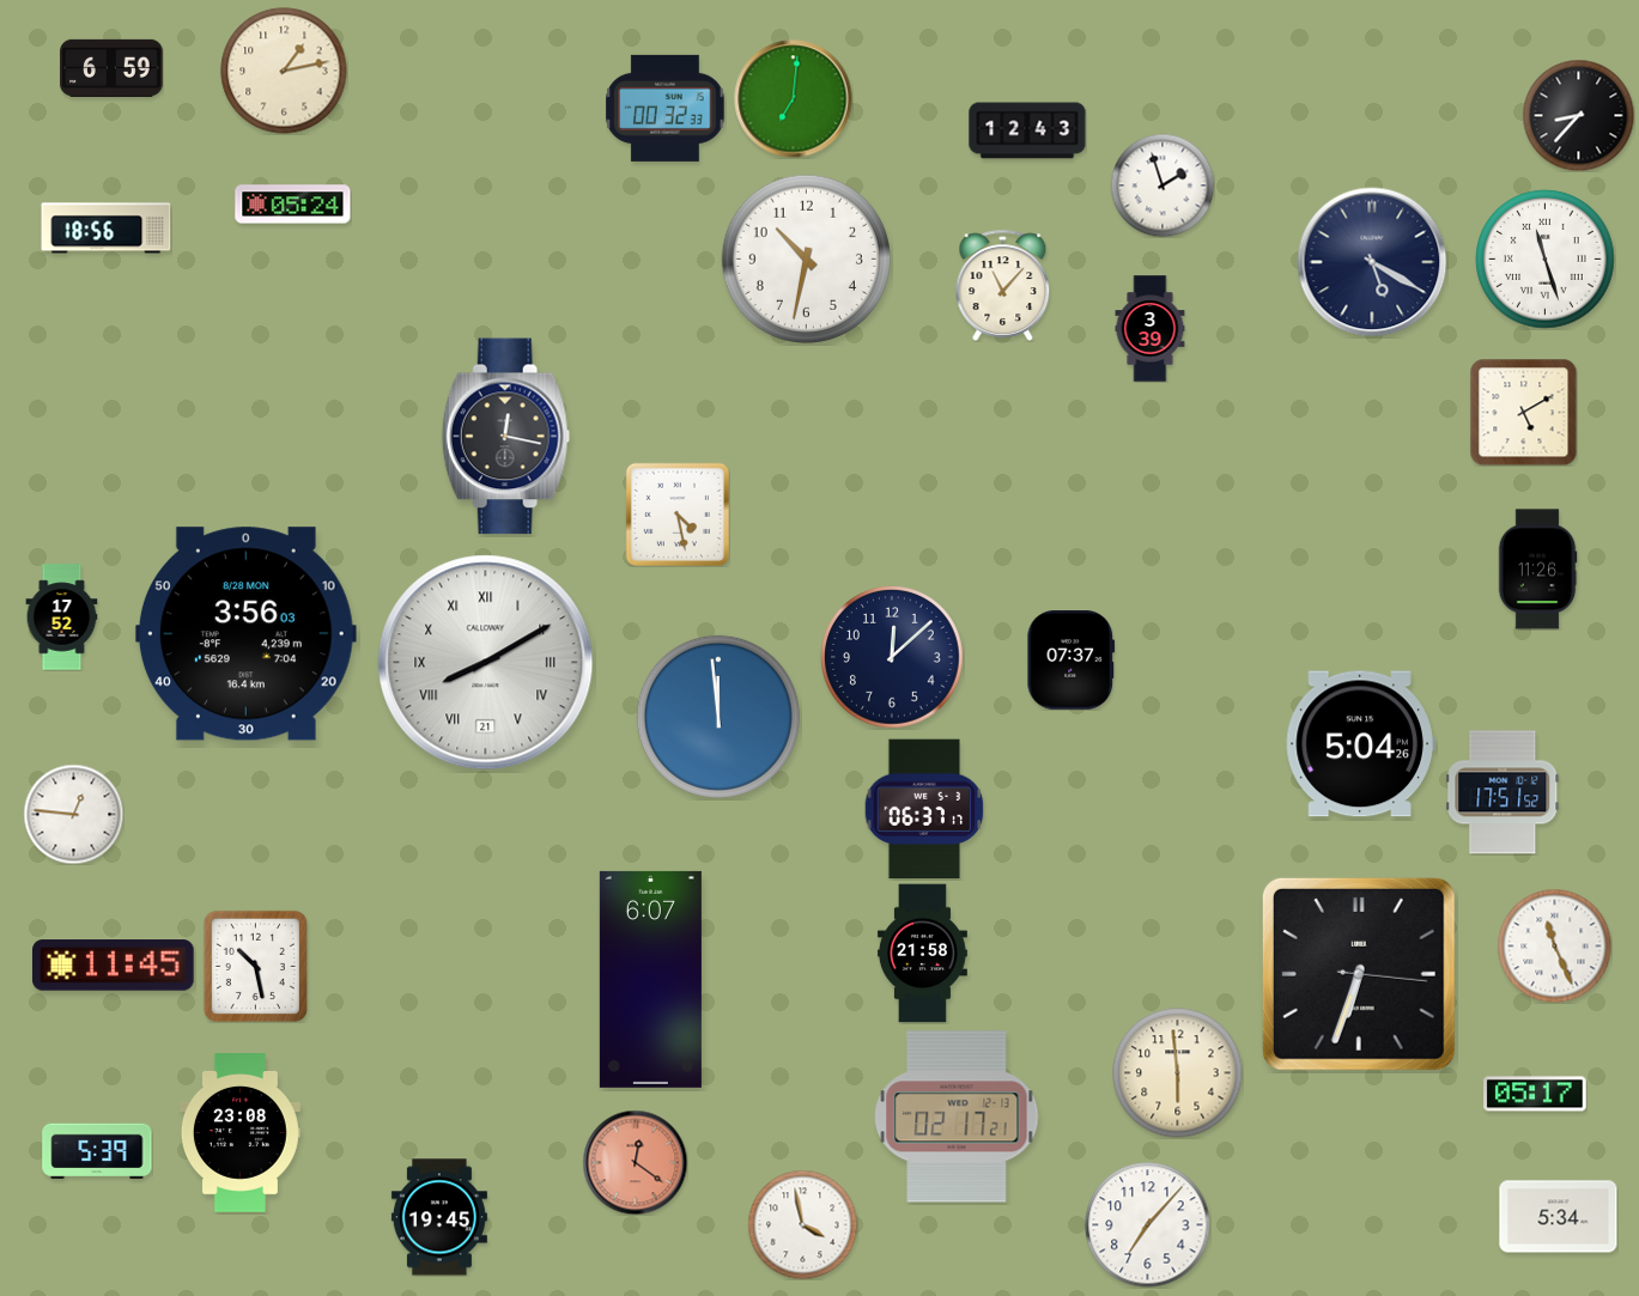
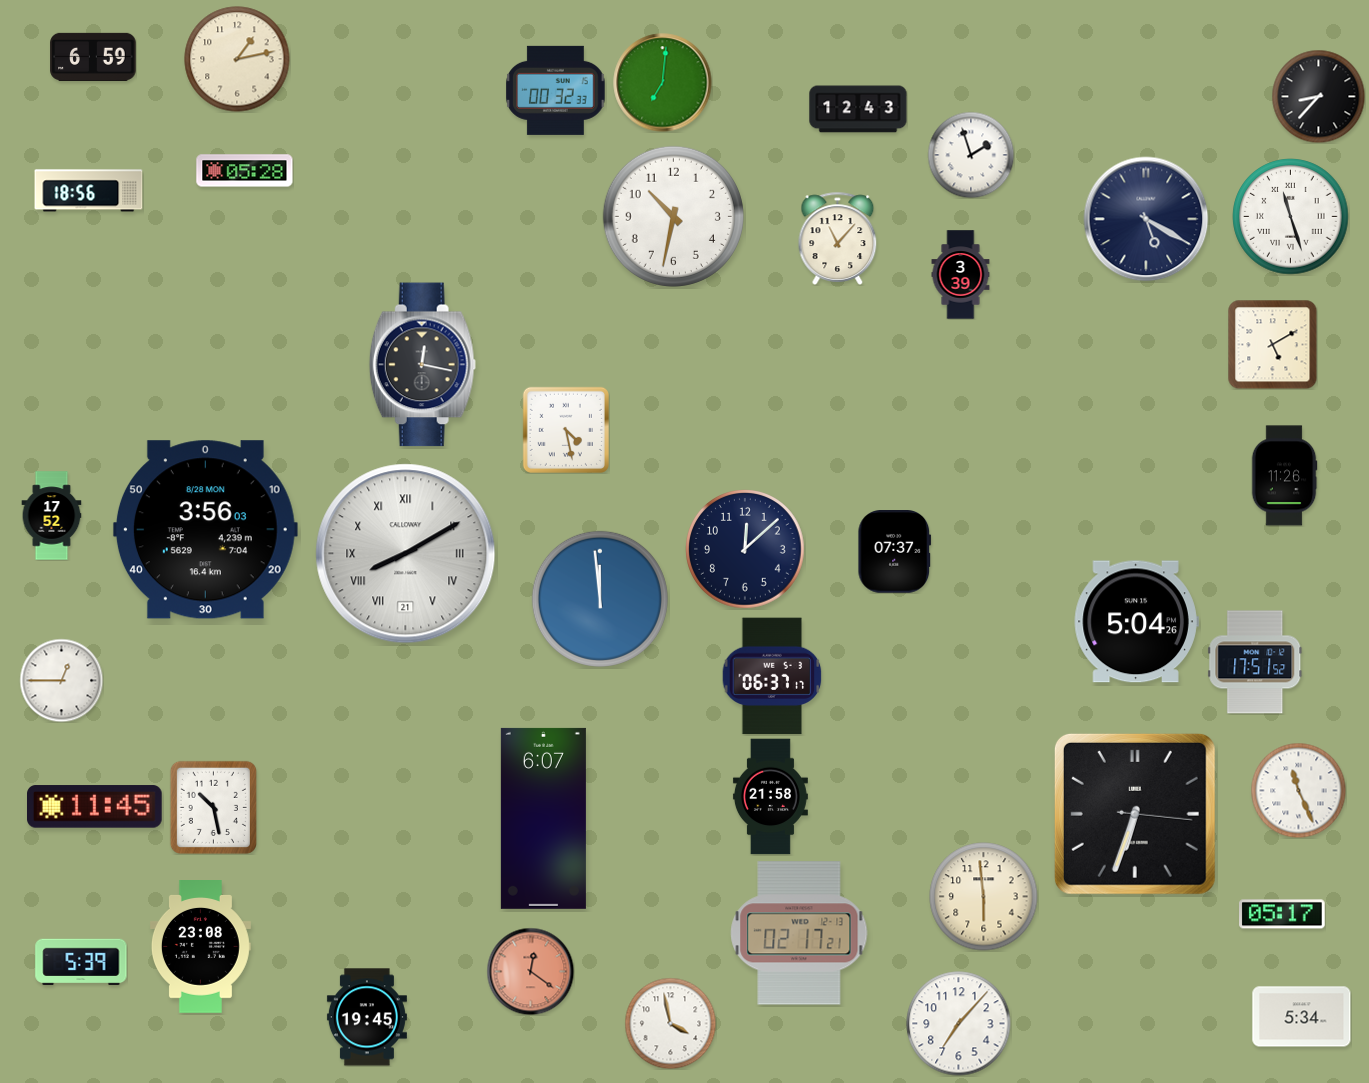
clock at (293, 205): 05:24 -> 05:28
clock at (73, 814): 12:46 -> 12:45
